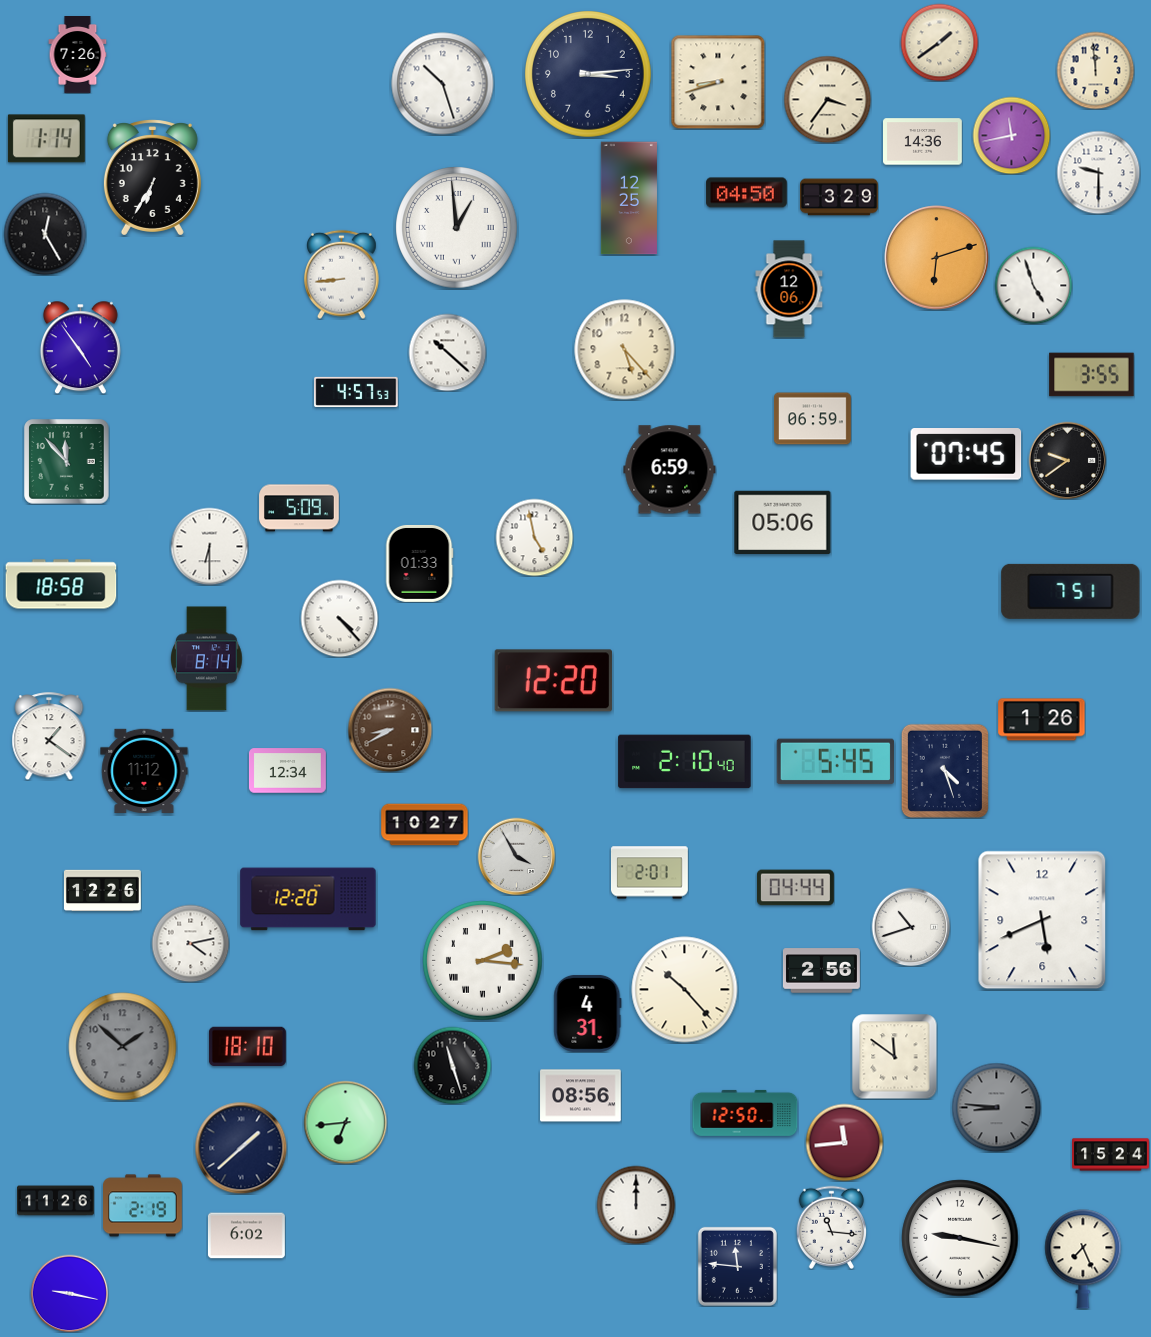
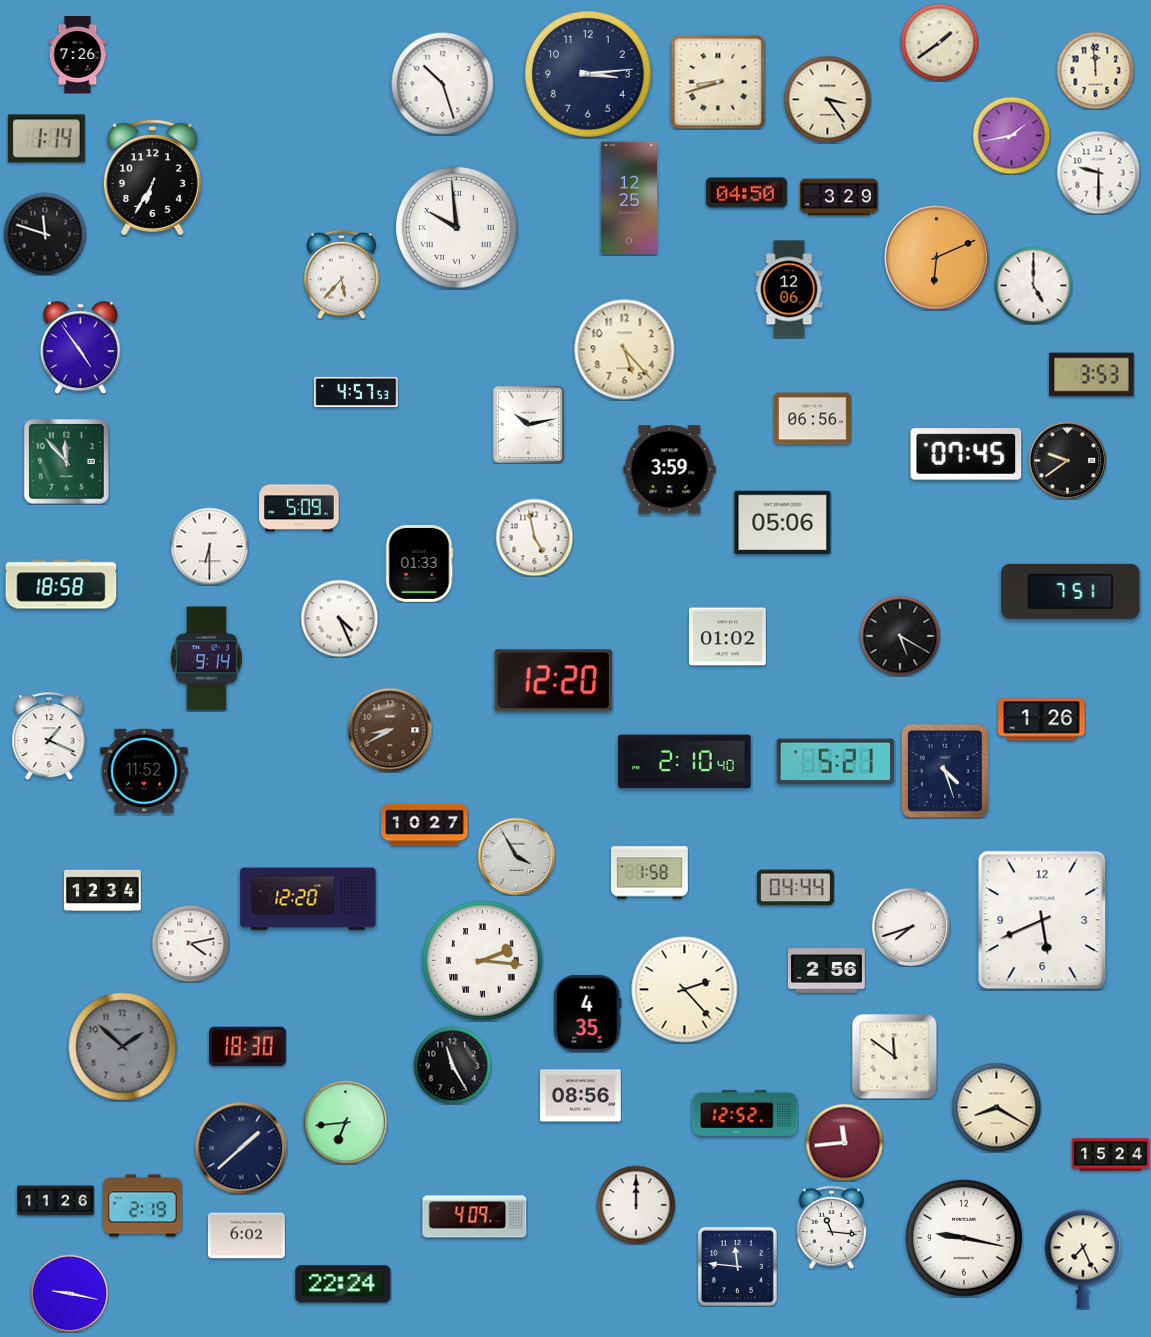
clock at (827, 99): 3:36 -> 3:24
clock at (1011, 135): 11:43 -> 1:43
clock at (923, 142): 14:36 -> none
clock at (457, 228): 12:59 -> 9:59
clock at (45, 234): 12:25 -> 11:48
clock at (937, 258): 6:12 -> 6:11
clock at (342, 274): 8:44 -> 5:37
clock at (1033, 285): 4:57 -> 5:00
clock at (447, 352): 10:22 -> none
clock at (1092, 375): 3:55 -> 3:53
clock at (812, 419): 06:59 -> 06:56
clock at (529, 424): none -> 10:13
clock at (670, 470): 6:59 -> 3:59
clock at (339, 618): 4:23 -> 4:26
clock at (900, 636): none -> 5:20
clock at (727, 637): none -> 01:02
clock at (207, 659): 8:14 -> 9:14
clock at (49, 736): 1:21 -> 1:19
clock at (835, 762): 5:45 -> 5:21
clock at (144, 770): 11:12 -> 11:52
clock at (287, 771): 12:34 -> none
clock at (649, 873): 2:01 -> 1:58
clock at (102, 891): 12:26 -> 12:34
clock at (911, 927): 10:42 -> 7:42
clock at (821, 971) position: (821, 971) -> (826, 971)
clock at (685, 990): 10:23 -> 2:23
clock at (588, 1013): 4:31 -> 4:35
clock at (247, 1046): 18:10 -> 18:30
clock at (452, 1065): 11:27 -> 11:25
clock at (996, 1107): 8:46 -> 8:20
clock at (996, 1107) dial: grey -> cream
clock at (745, 1113): 12:50 -> 12:52
clock at (475, 1217): none -> 4:09
clock at (960, 1238) position: (960, 1238) -> (964, 1238)
clock at (343, 1284): none -> 22:24
